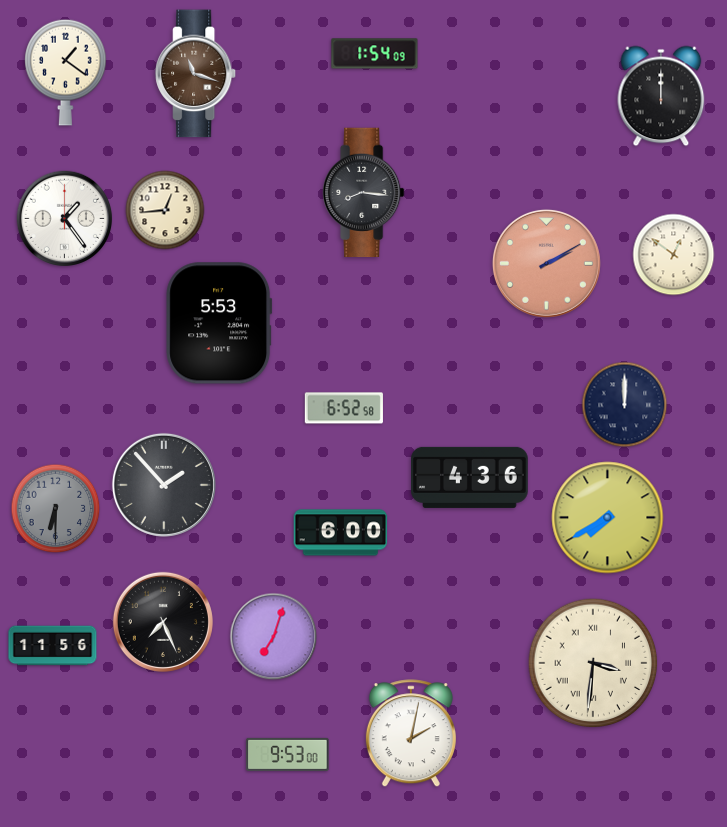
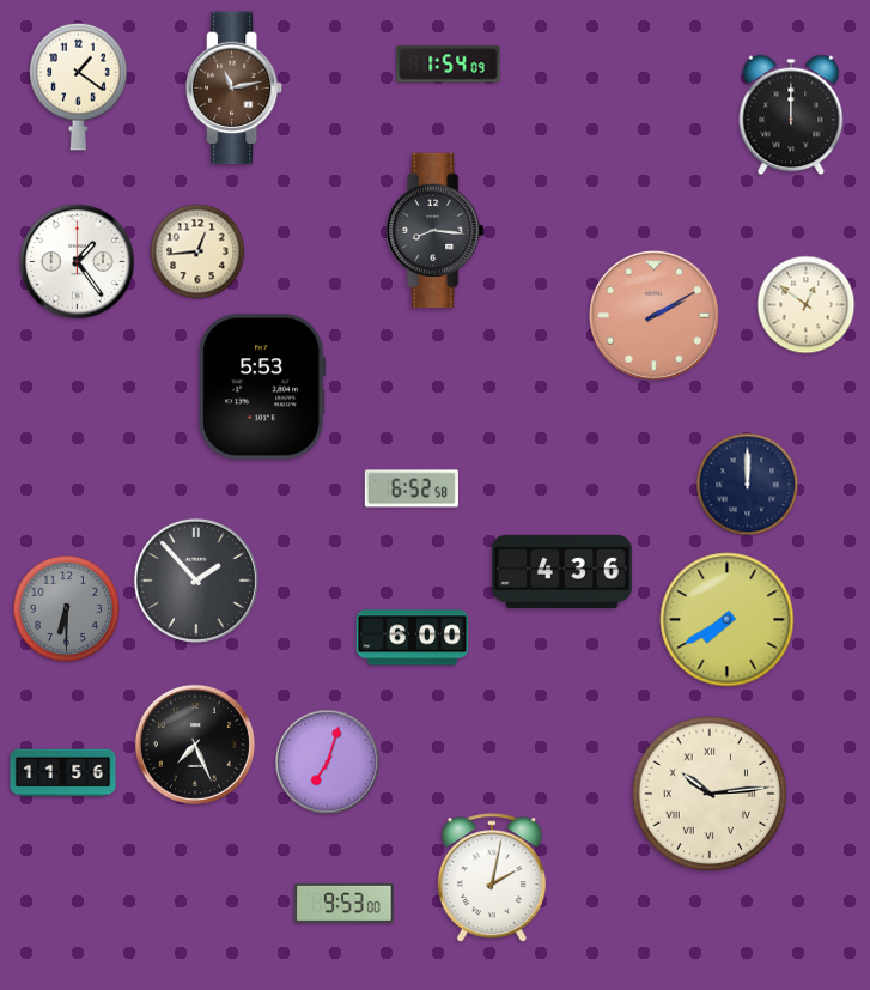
clock at (196, 74): 11:18 -> 11:13
clock at (341, 533) position: (341, 533) -> (413, 638)
clock at (593, 663): 3:31 -> 10:14
